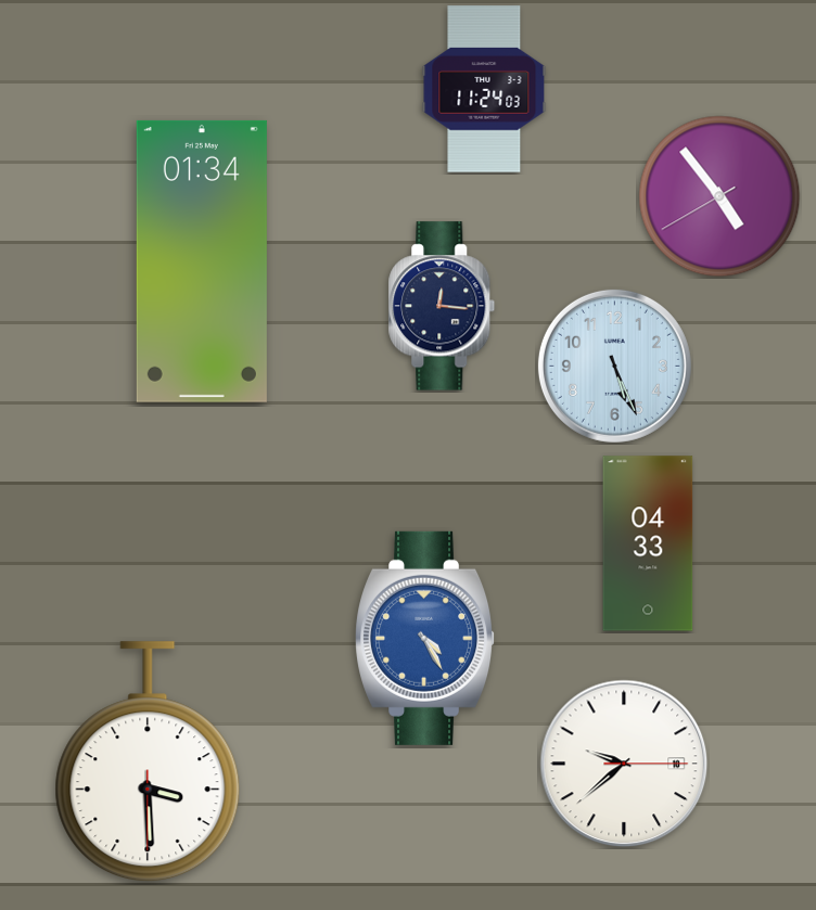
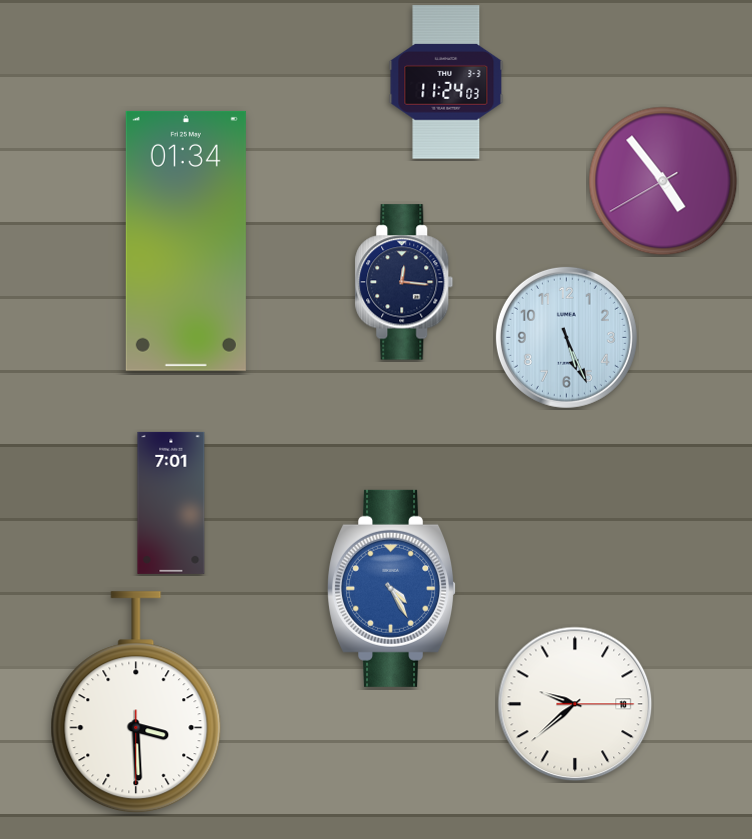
clock at (442, 306) position: (442, 306) -> (404, 282)
clock at (648, 543): 04:33 -> none
clock at (171, 503): none -> 7:01
